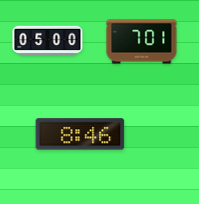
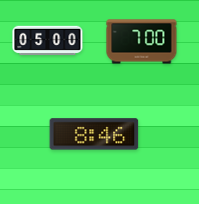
clock at (142, 42): 7:01 -> 7:00
clock at (80, 134) position: (80, 134) -> (94, 134)
